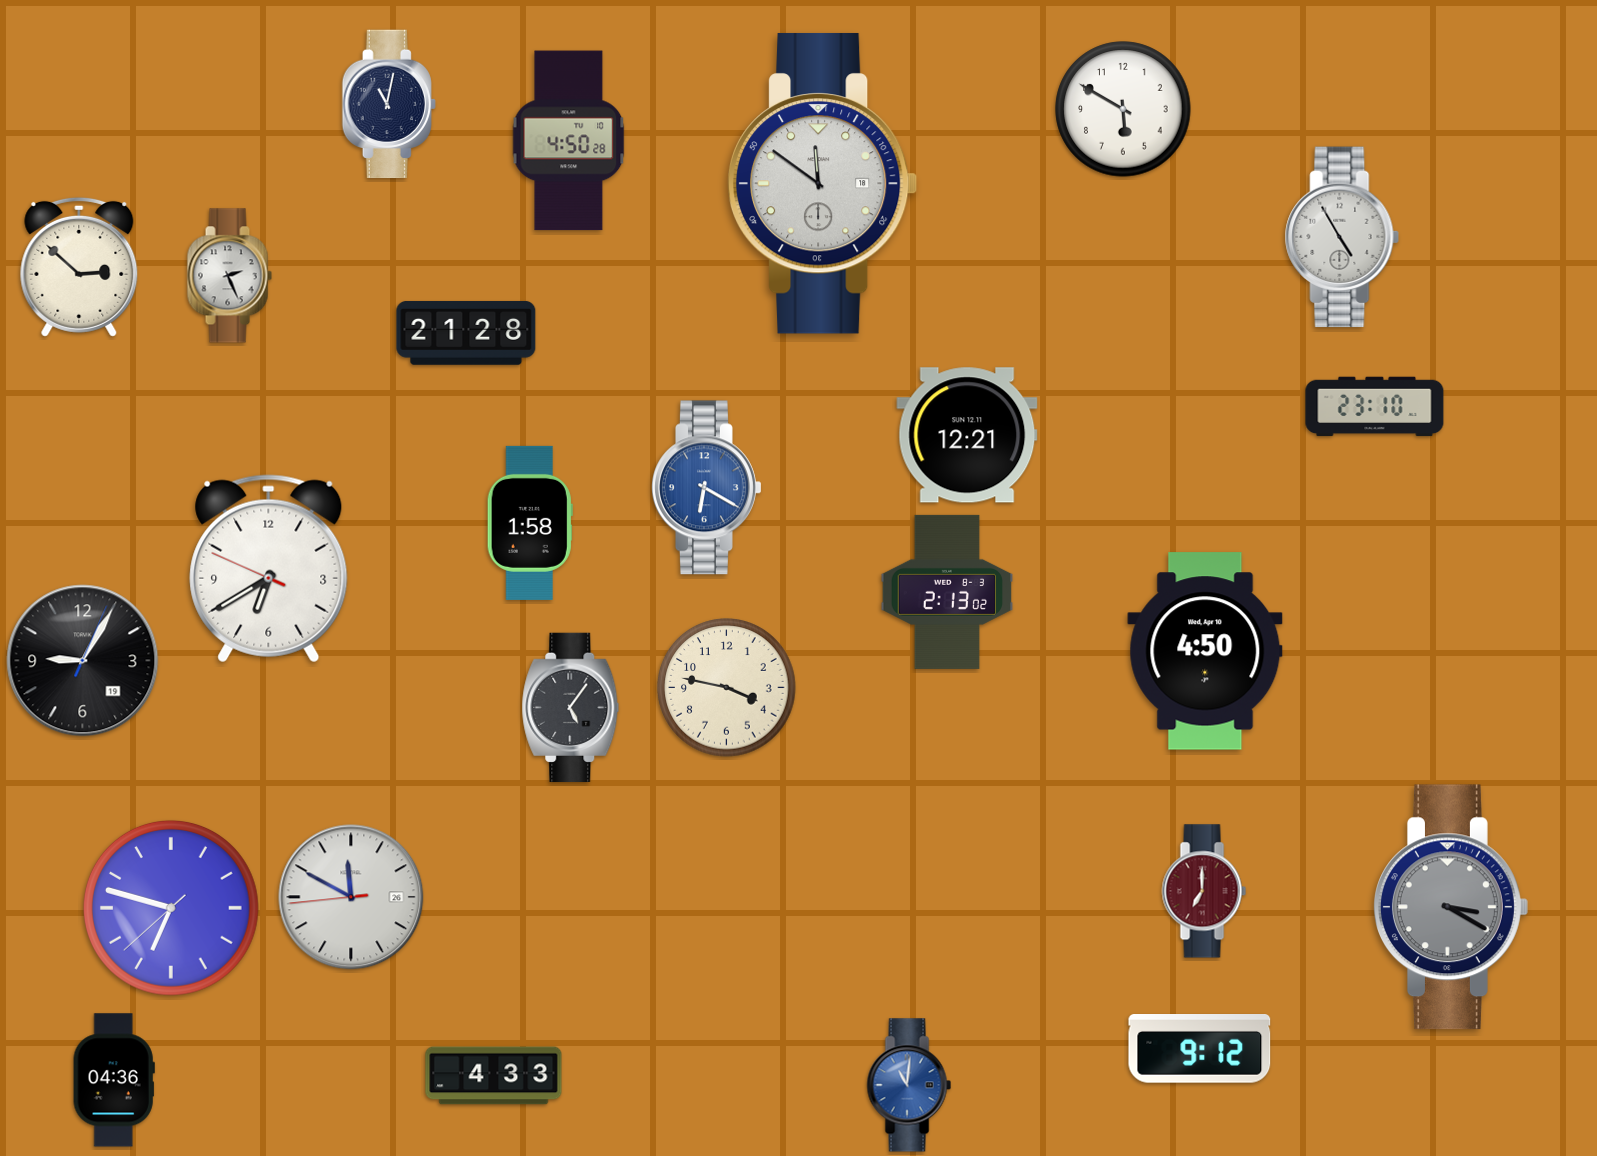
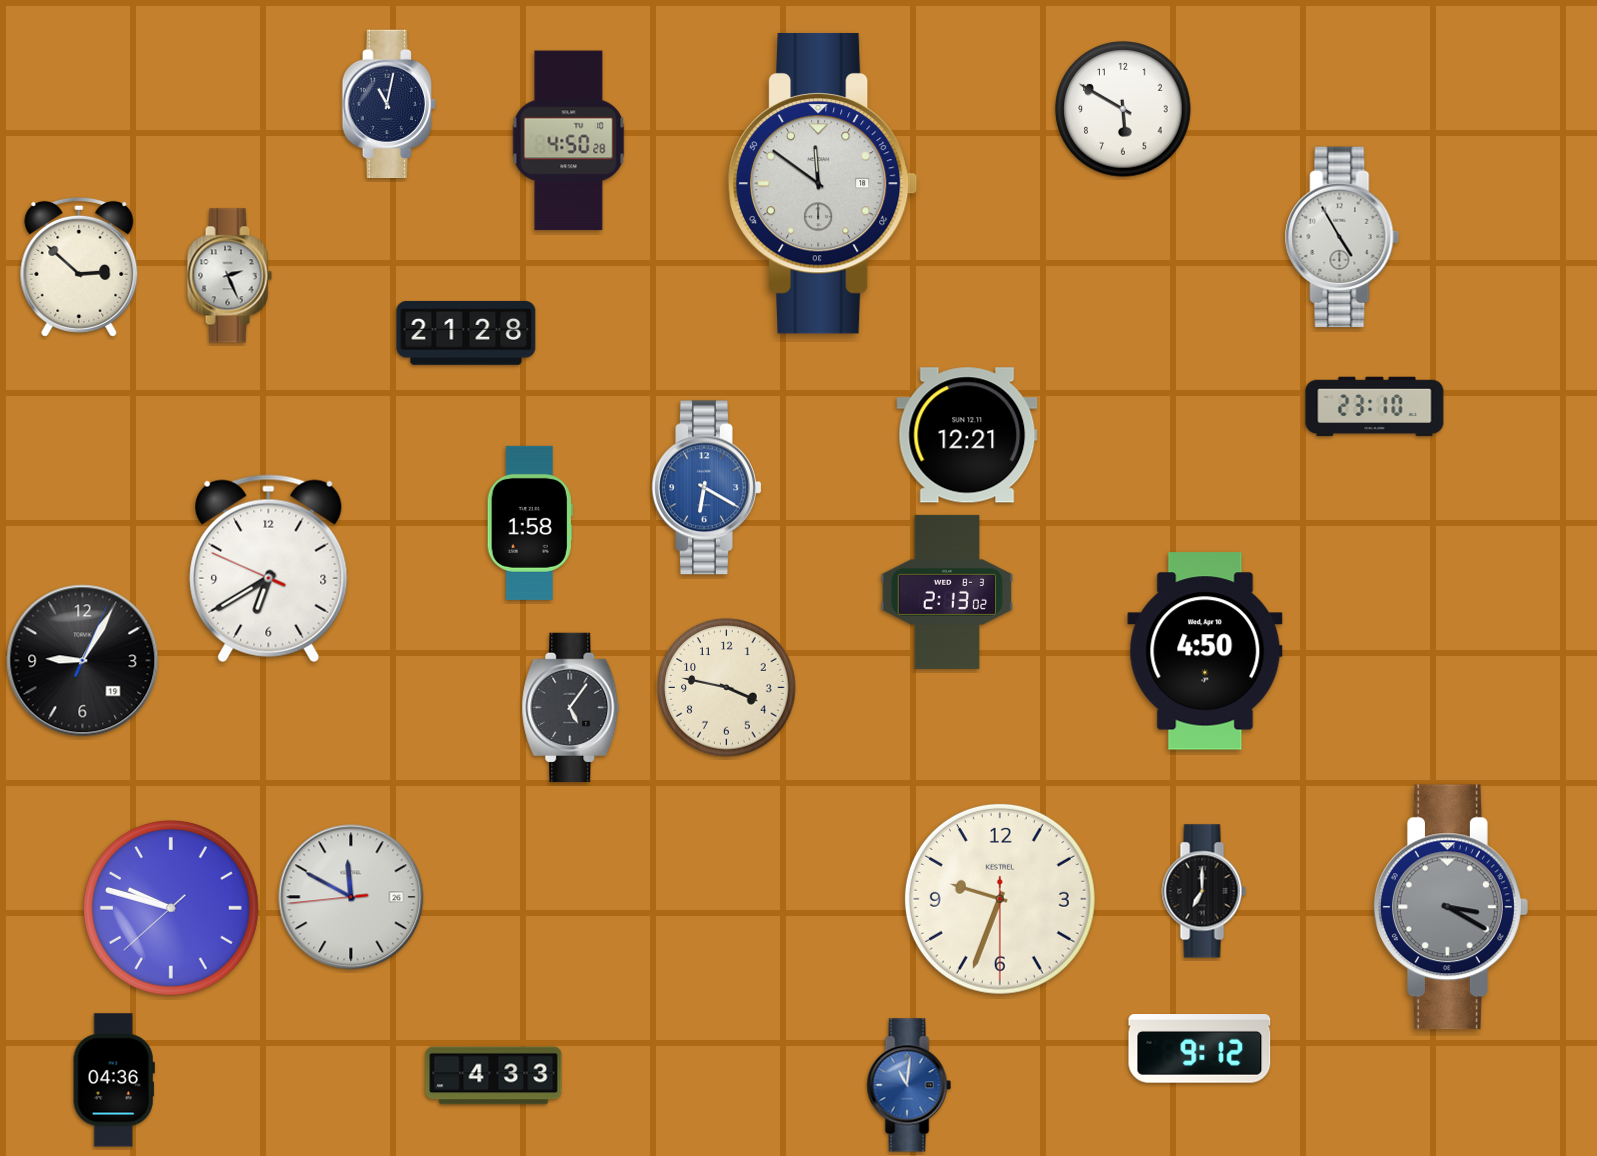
clock at (1204, 891) dial: burgundy -> black
clock at (1000, 899): none -> 9:33
clock at (171, 908): 6:47 -> 9:47
